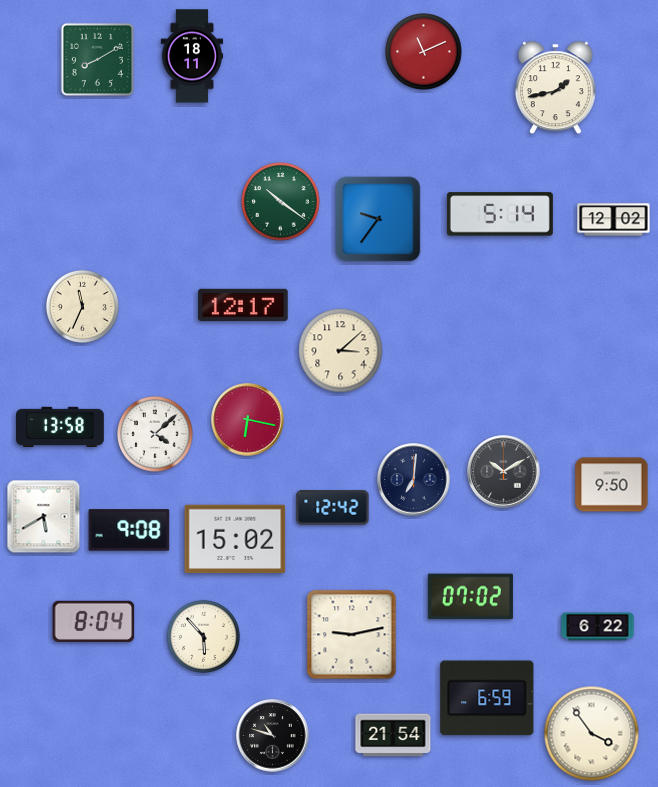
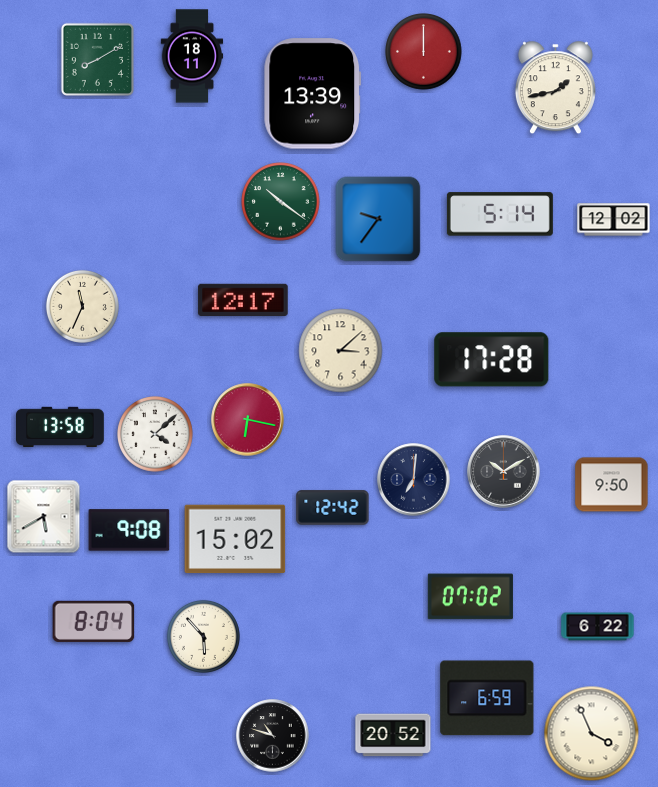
clock at (424, 52): 11:11 -> 12:00
clock at (313, 94): none -> 13:39
clock at (243, 305) position: (243, 305) -> (243, 300)
clock at (492, 360): none -> 17:28
clock at (352, 635): 9:13 -> none
clock at (592, 734): 3:54 -> 3:56
clock at (393, 735): 21:54 -> 20:52
